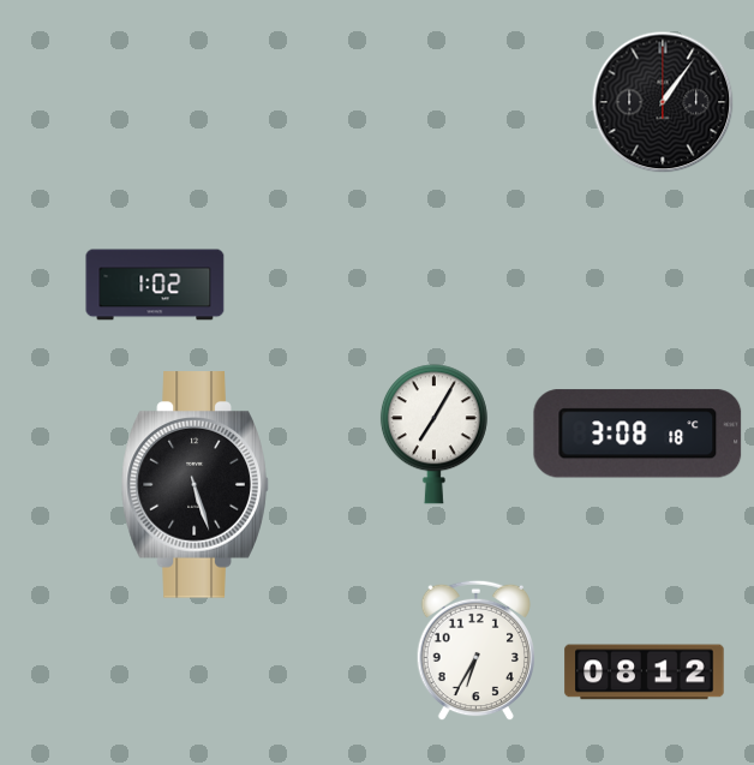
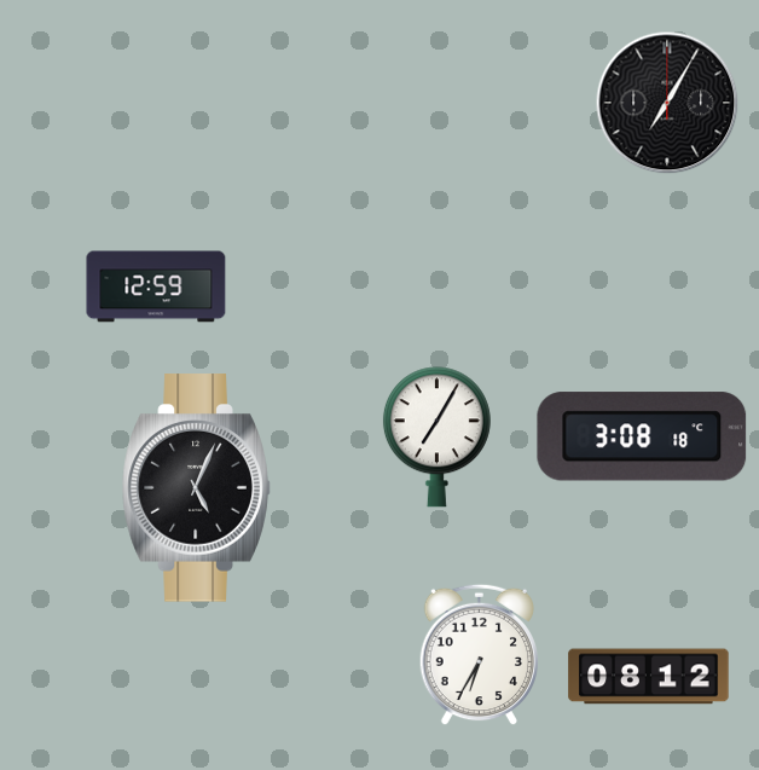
clock at (663, 102): 1:06 -> 7:05
clock at (155, 285): 1:02 -> 12:59
clock at (195, 485): 5:27 -> 5:04
